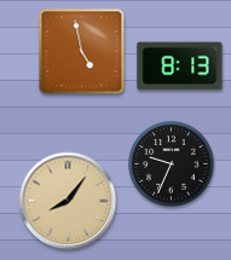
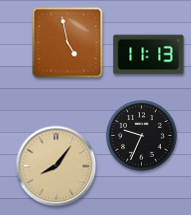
clock at (180, 67): 8:13 -> 11:13
